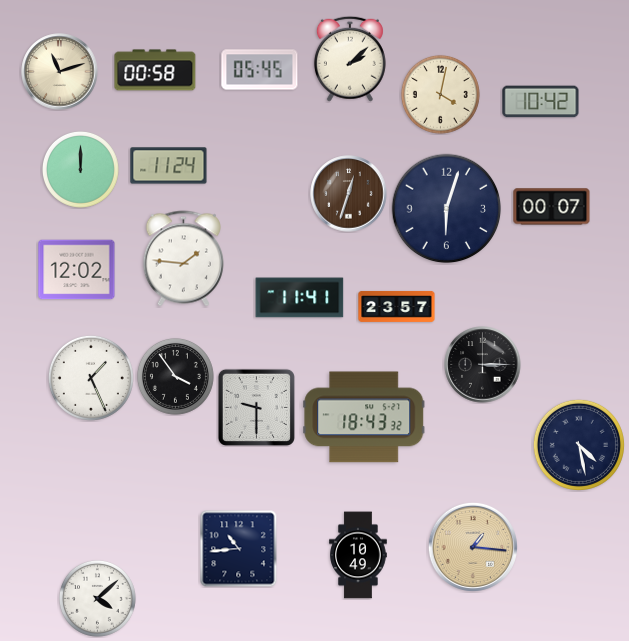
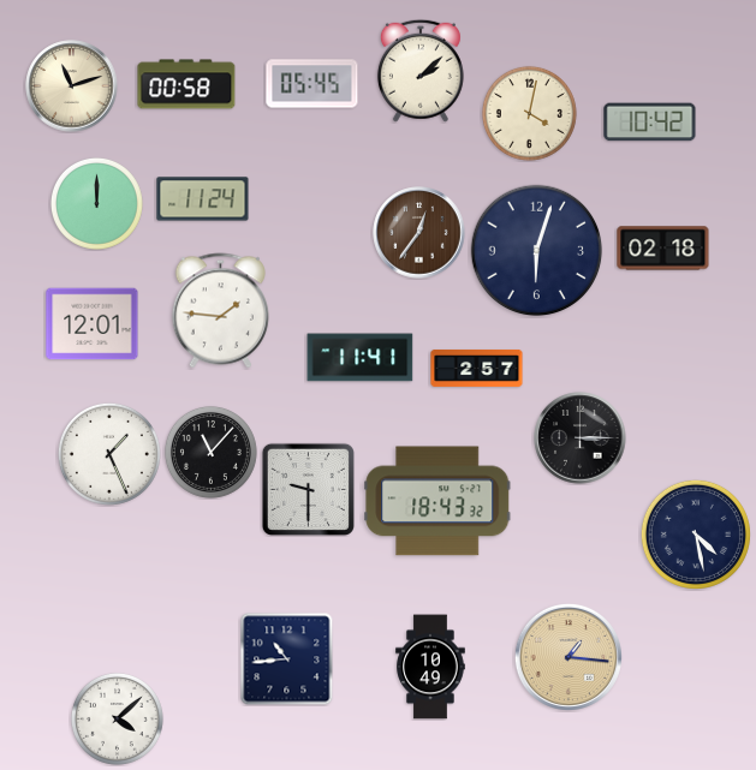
clock at (349, 194): 12:33 -> 12:36
clock at (552, 207): 00:07 -> 02:18
clock at (77, 270): 12:02 -> 12:01
clock at (397, 306): 23:57 -> 2:57
clock at (175, 376): 3:54 -> 11:07
